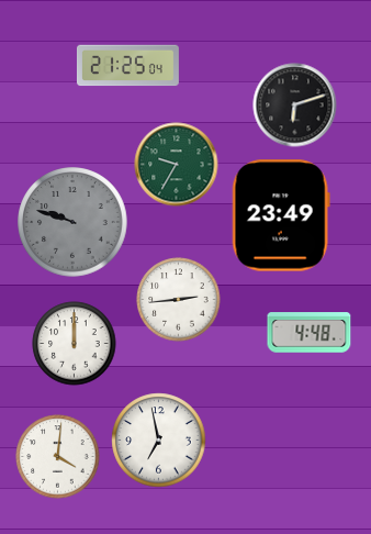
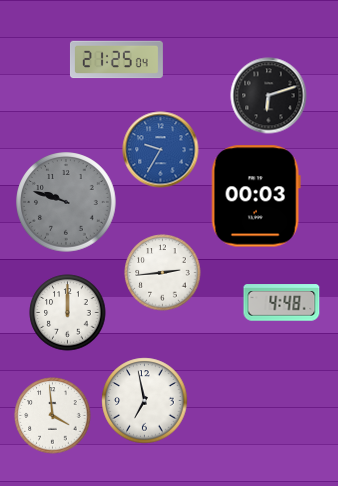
clock at (177, 165) dial: green -> blue
clock at (281, 215): 23:49 -> 00:03
clock at (58, 457): 4:01 -> 3:59
